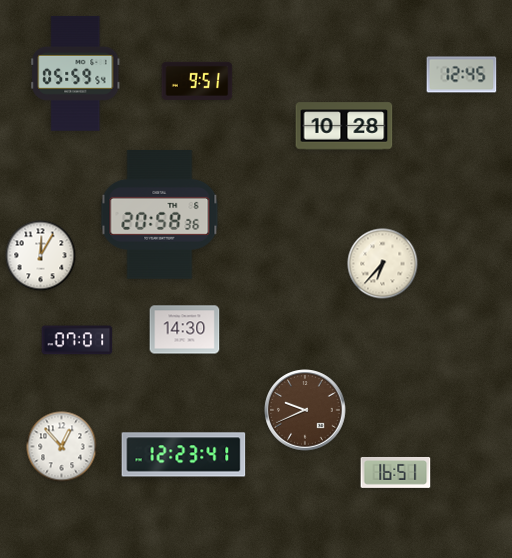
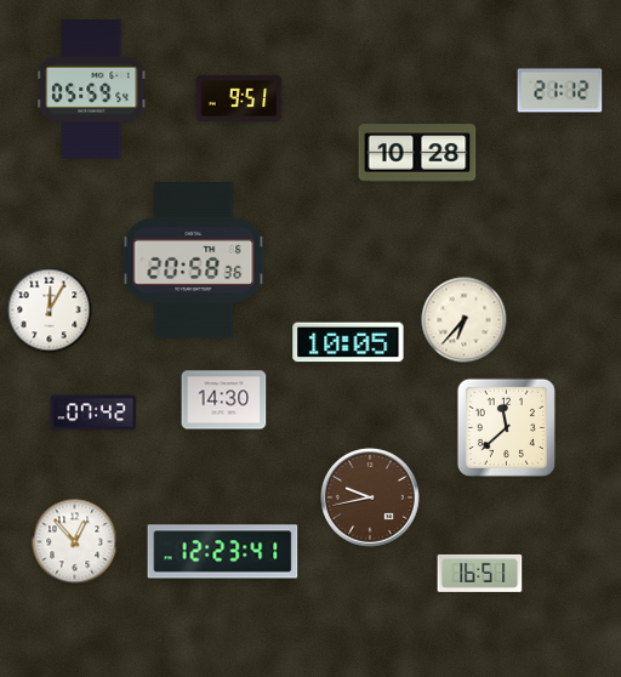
clock at (462, 75): 12:45 -> 21:12
clock at (348, 342): none -> 10:05
clock at (77, 340): 07:01 -> 07:42
clock at (506, 427): none -> 11:38
clock at (305, 410): 9:41 -> 9:43
